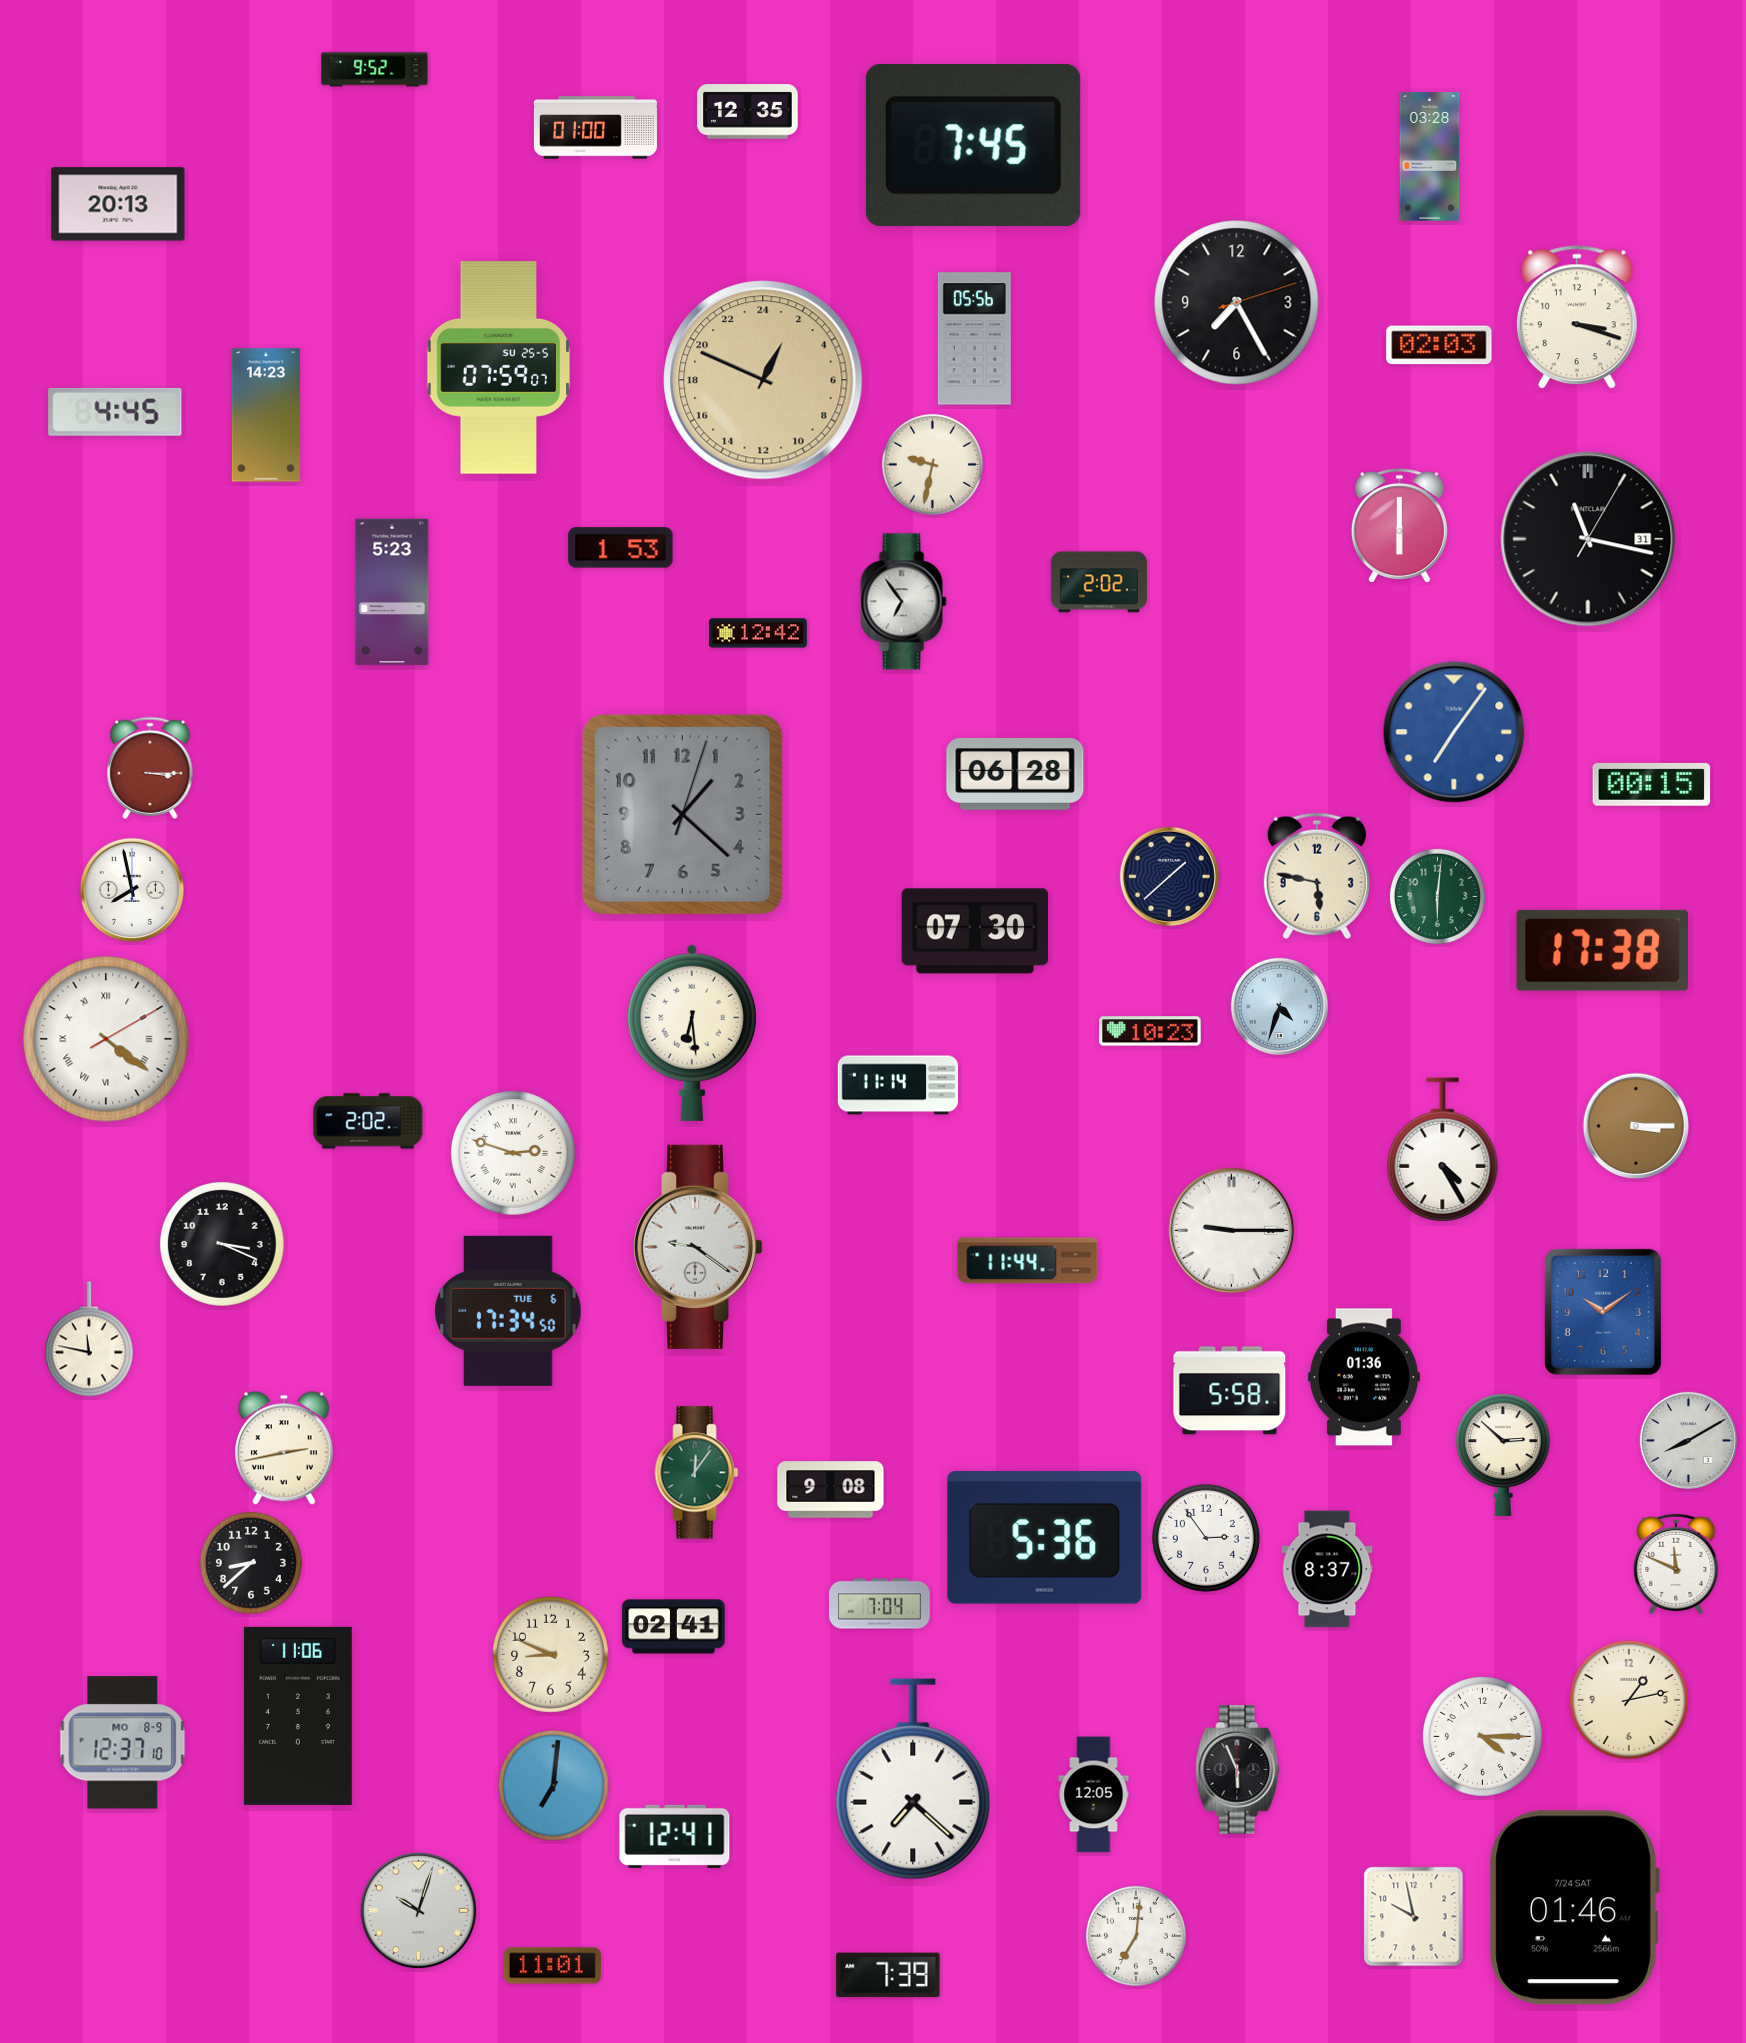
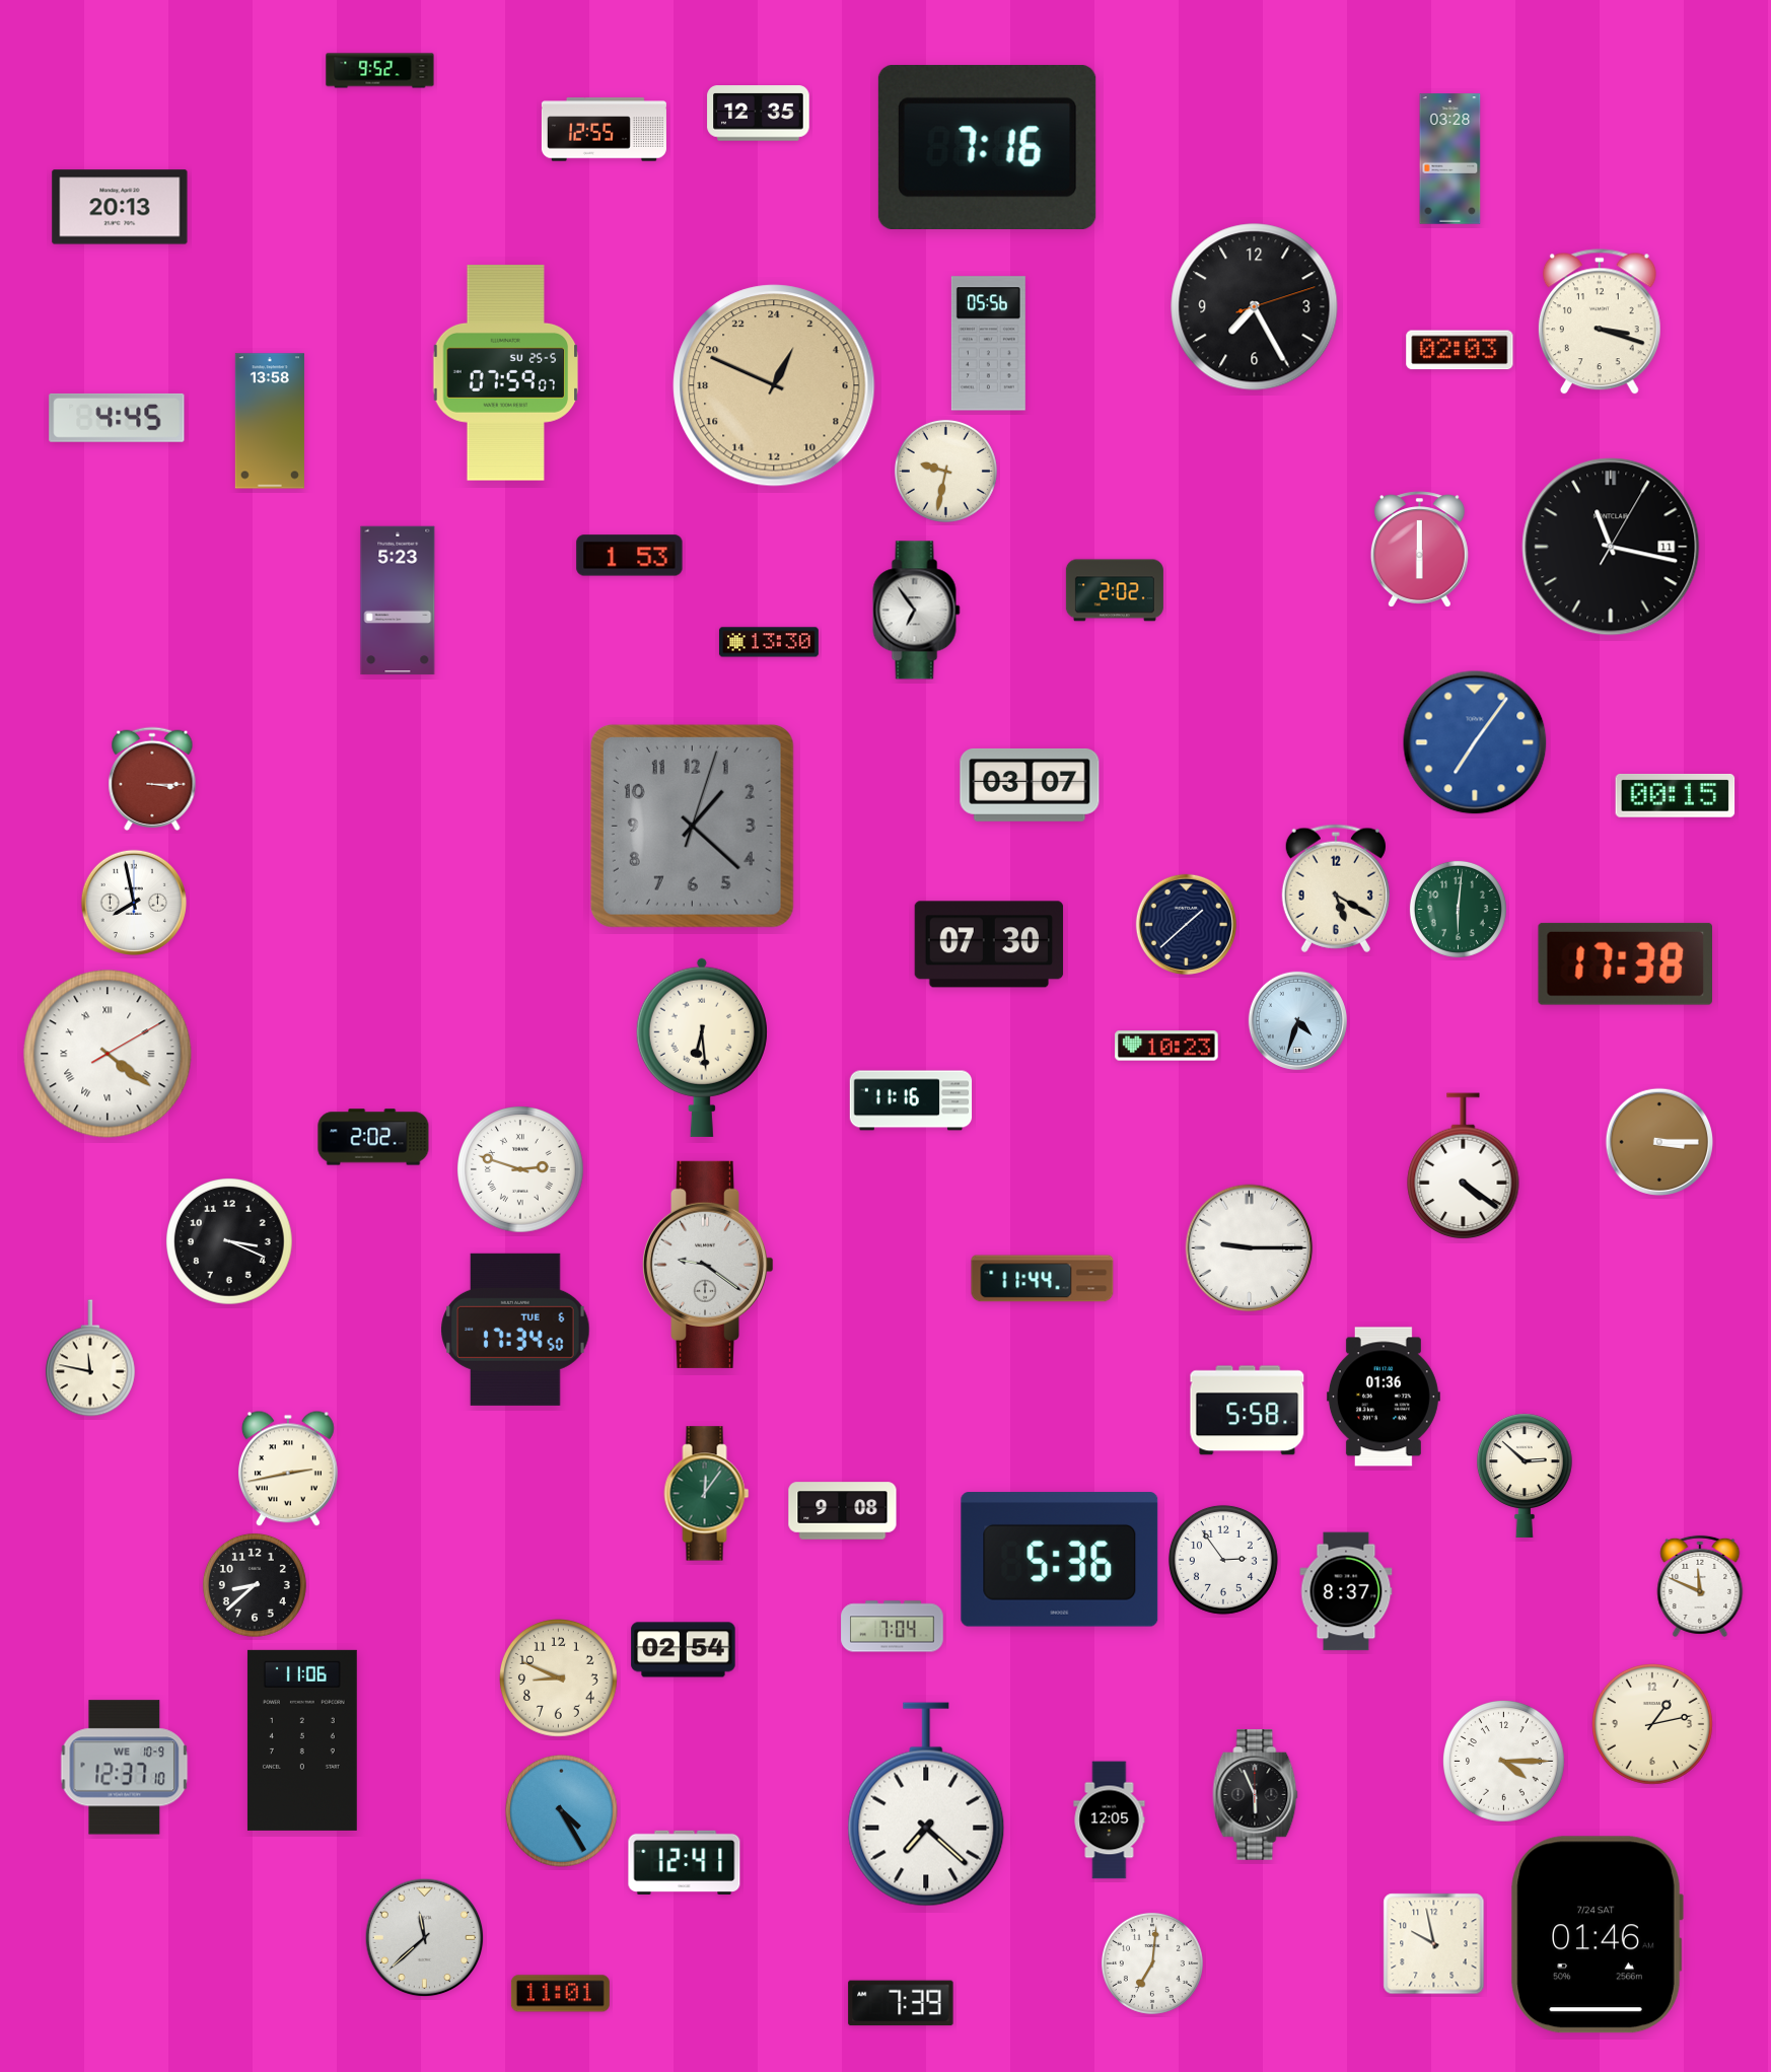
clock at (595, 128): 01:00 -> 12:55
clock at (973, 145): 7:45 -> 7:16
clock at (266, 415): 14:23 -> 13:58
clock at (1399, 526) position: (1399, 526) -> (1419, 550)
clock at (1588, 539) date: 31 -> 11
clock at (758, 633): 12:42 -> 13:30
clock at (1015, 774): 06:28 -> 03:07
clock at (1169, 876) position: (1169, 876) -> (1186, 924)
clock at (1317, 876): 5:47 -> 5:20
clock at (898, 1085): 11:14 -> 11:16
clock at (1443, 1150): 4:25 -> 4:21
clock at (222, 1244) position: (222, 1244) -> (229, 1241)
clock at (1603, 1312): 10:09 -> none
clock at (1688, 1440): 8:10 -> none
clock at (674, 1627): 02:41 -> 02:54
clock at (123, 1743) date: MO 8-9 -> WE 10-9
clock at (553, 1785): 7:01 -> 4:25
clock at (419, 1911): 10:03 -> 11:38
